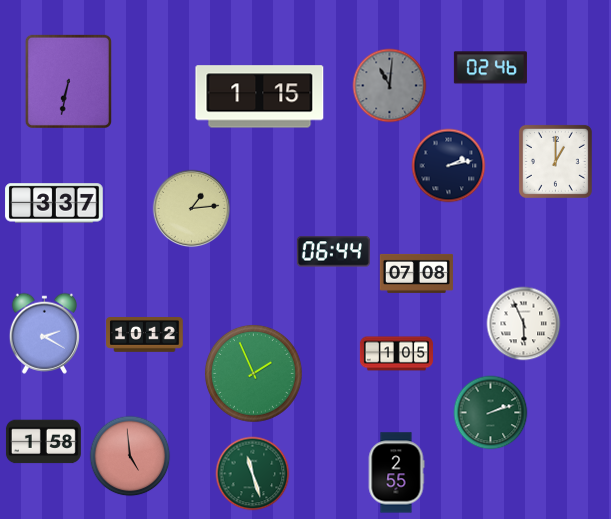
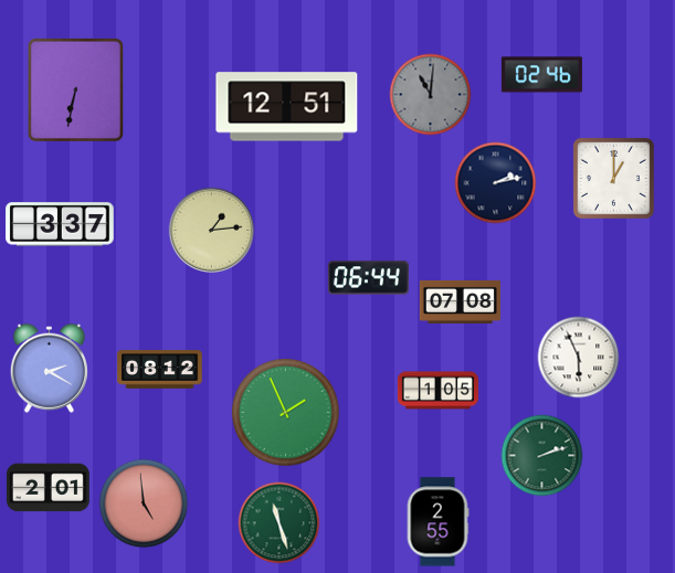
clock at (260, 97): 1:15 -> 12:51
clock at (145, 335): 10:12 -> 08:12
clock at (253, 373) position: (253, 373) -> (285, 412)
clock at (43, 442): 1:58 -> 2:01
